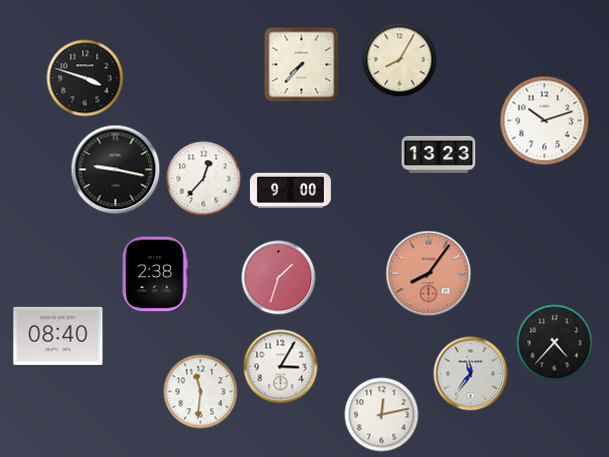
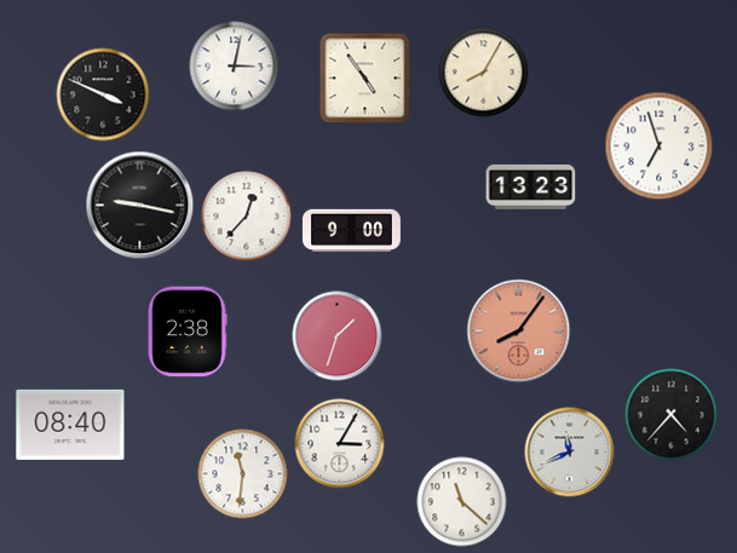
clock at (235, 67): none -> 3:02
clock at (302, 65): 7:37 -> 4:54
clock at (85, 78): 3:48 -> 3:49
clock at (545, 121): 10:12 -> 6:57
clock at (58, 336) position: (58, 336) -> (70, 425)
clock at (471, 374): 11:36 -> 11:41
clock at (382, 415): 12:13 -> 11:22
